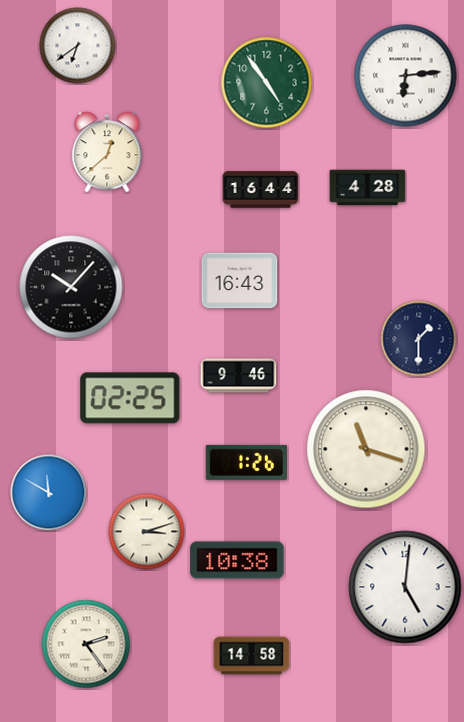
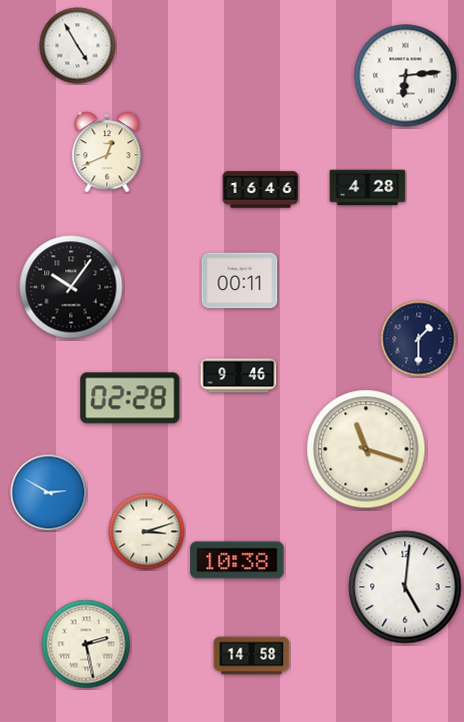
clock at (78, 46): 6:39 -> 4:55
clock at (267, 83): 4:54 -> none
clock at (107, 152): 12:38 -> 12:41
clock at (261, 190): 16:44 -> 16:46
clock at (240, 281): 16:43 -> 00:11
clock at (71, 287): 10:07 -> 10:06
clock at (130, 398): 02:25 -> 02:28
clock at (246, 462): 1:26 -> none
clock at (49, 493): 11:50 -> 2:50
clock at (86, 644): 2:24 -> 2:28
